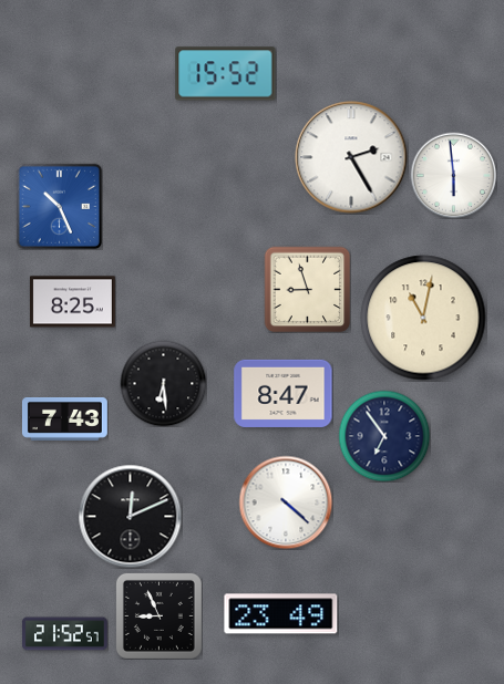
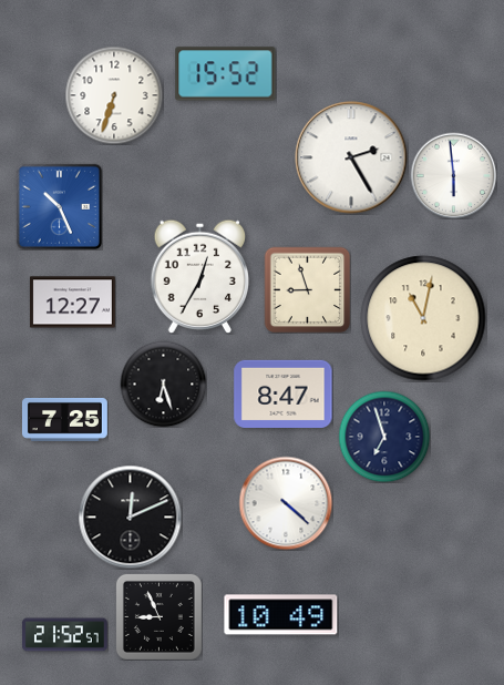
clock at (114, 95): none -> 6:33
clock at (199, 276): none -> 12:35
clock at (72, 302): 8:25 -> 12:27
clock at (163, 383): 6:29 -> 6:27
clock at (64, 418): 7:43 -> 7:25
clock at (384, 436): 6:54 -> 6:57
clock at (281, 614): 23:49 -> 10:49
